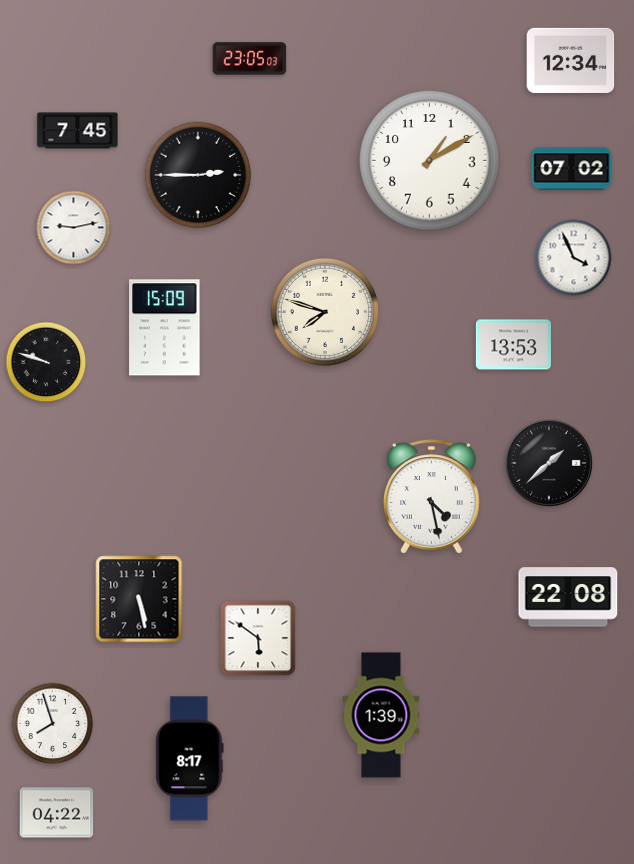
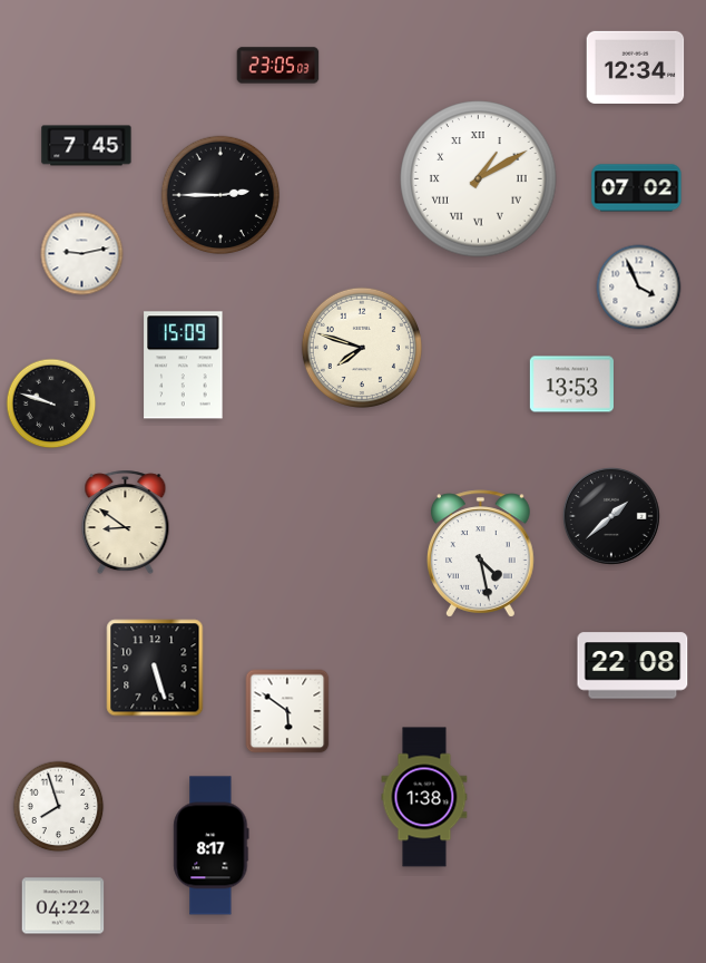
clock at (430, 161) numerals: Arabic -> Roman
clock at (126, 523): none -> 8:51
clock at (139, 599): 5:28 -> 5:27
clock at (381, 715): 1:39 -> 1:38
